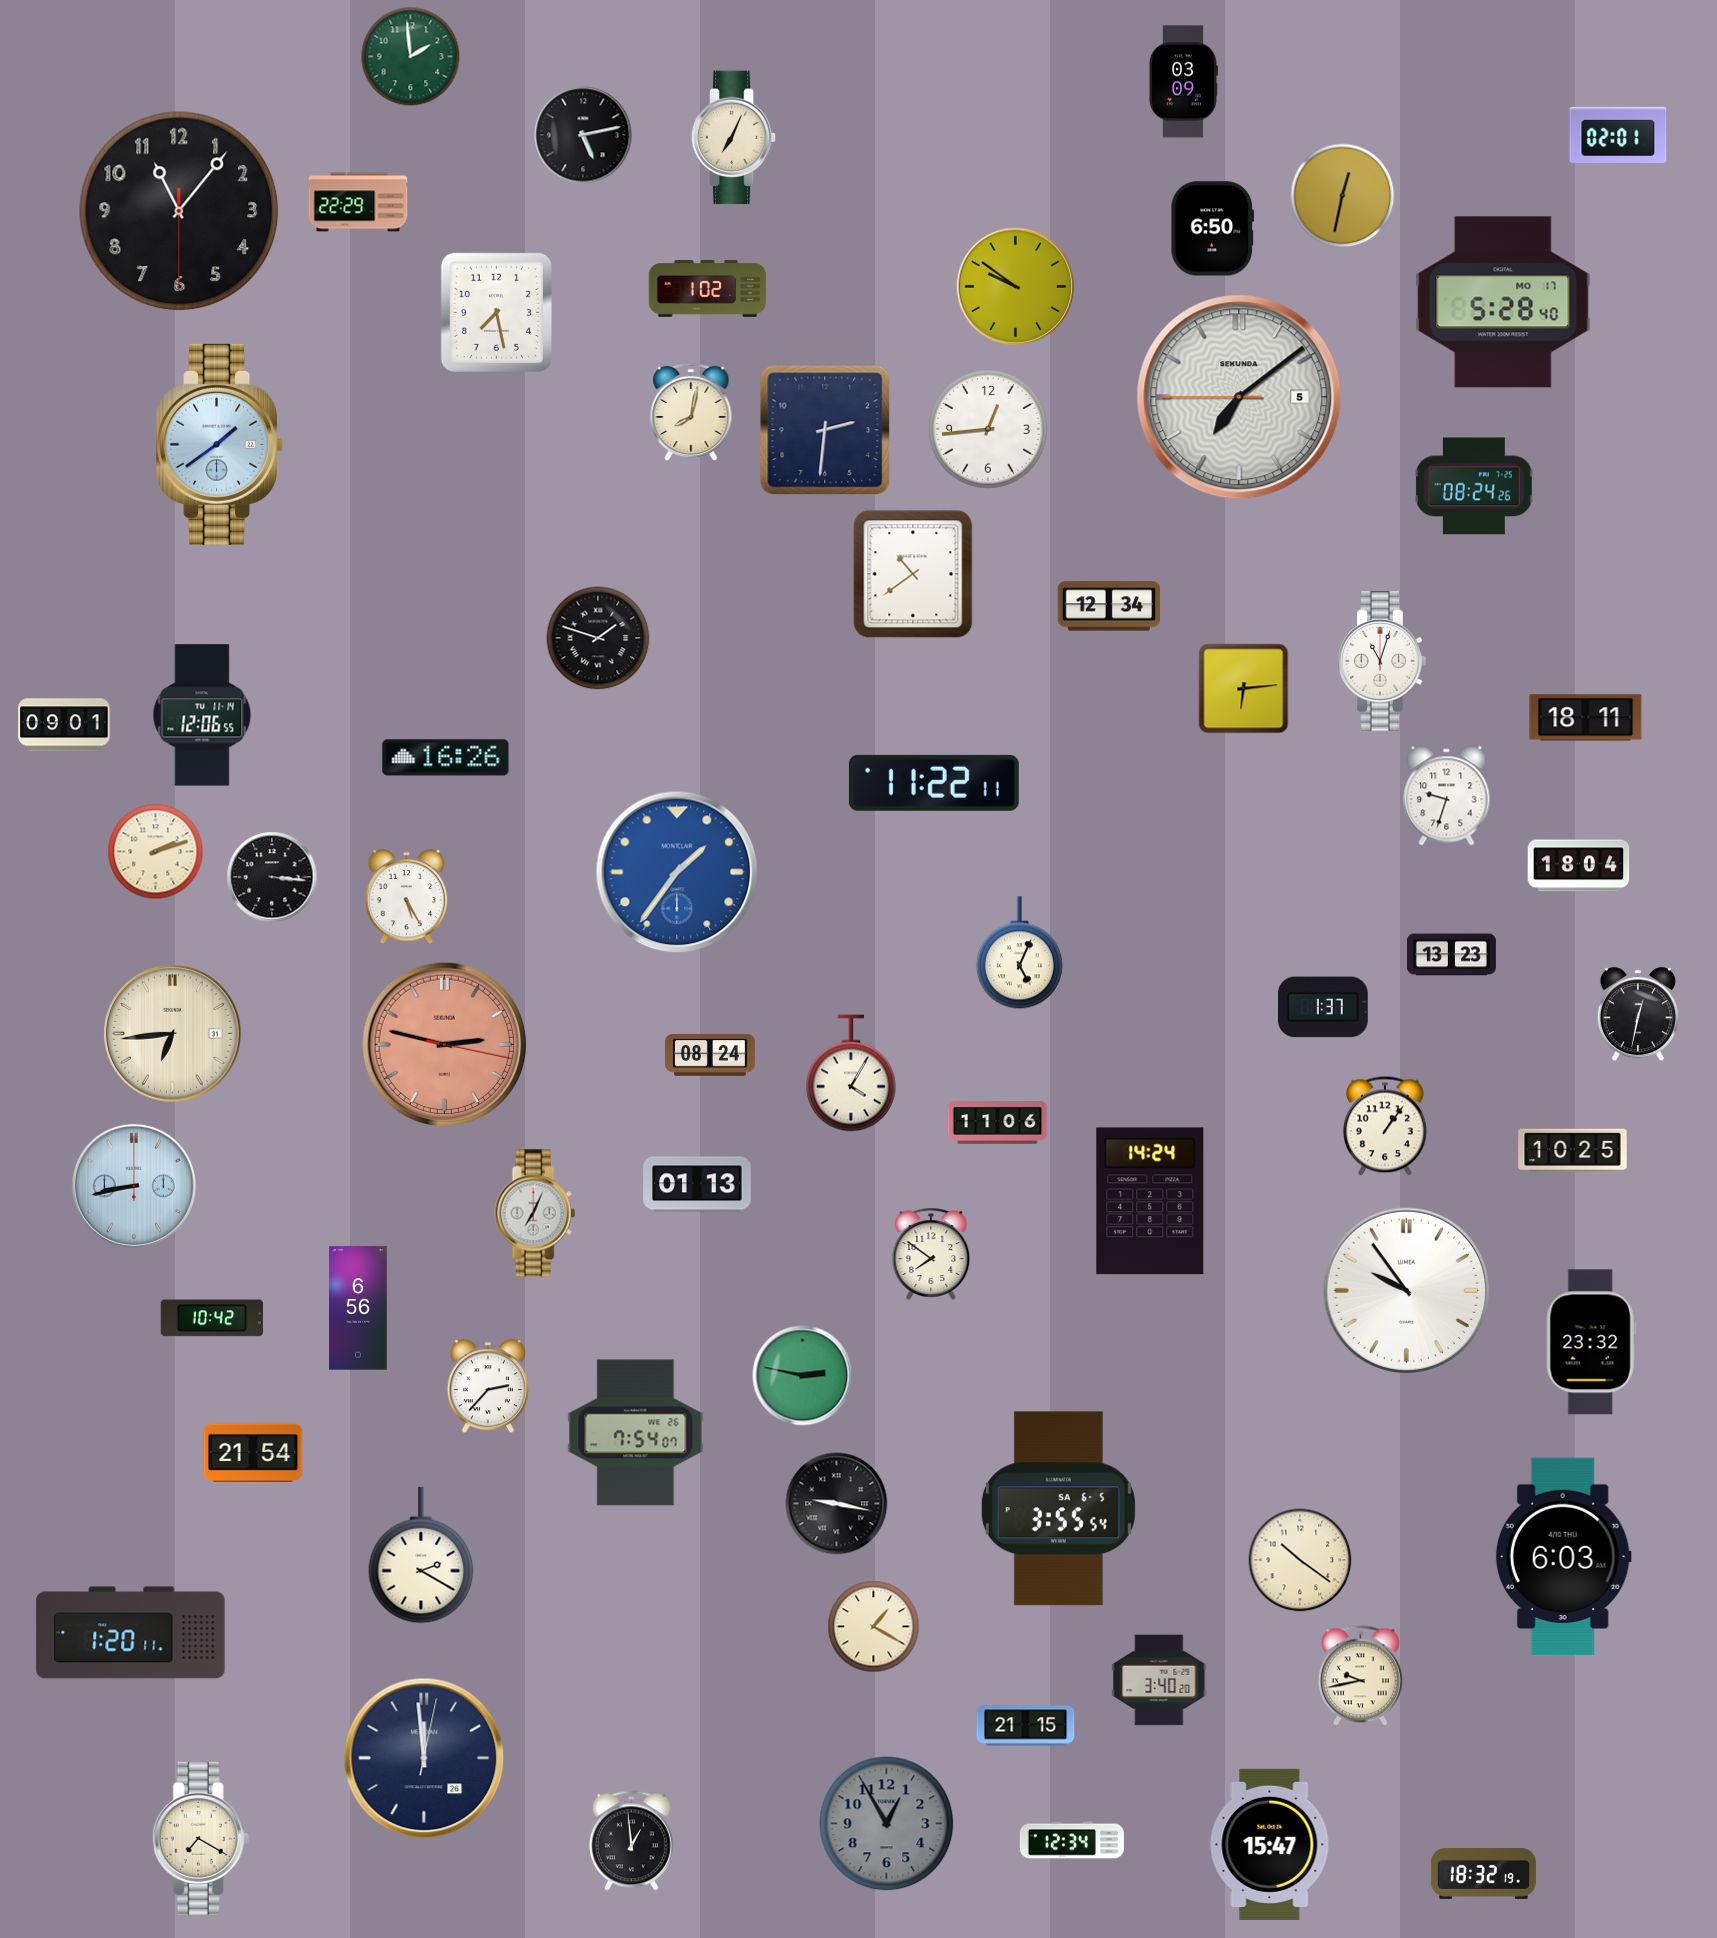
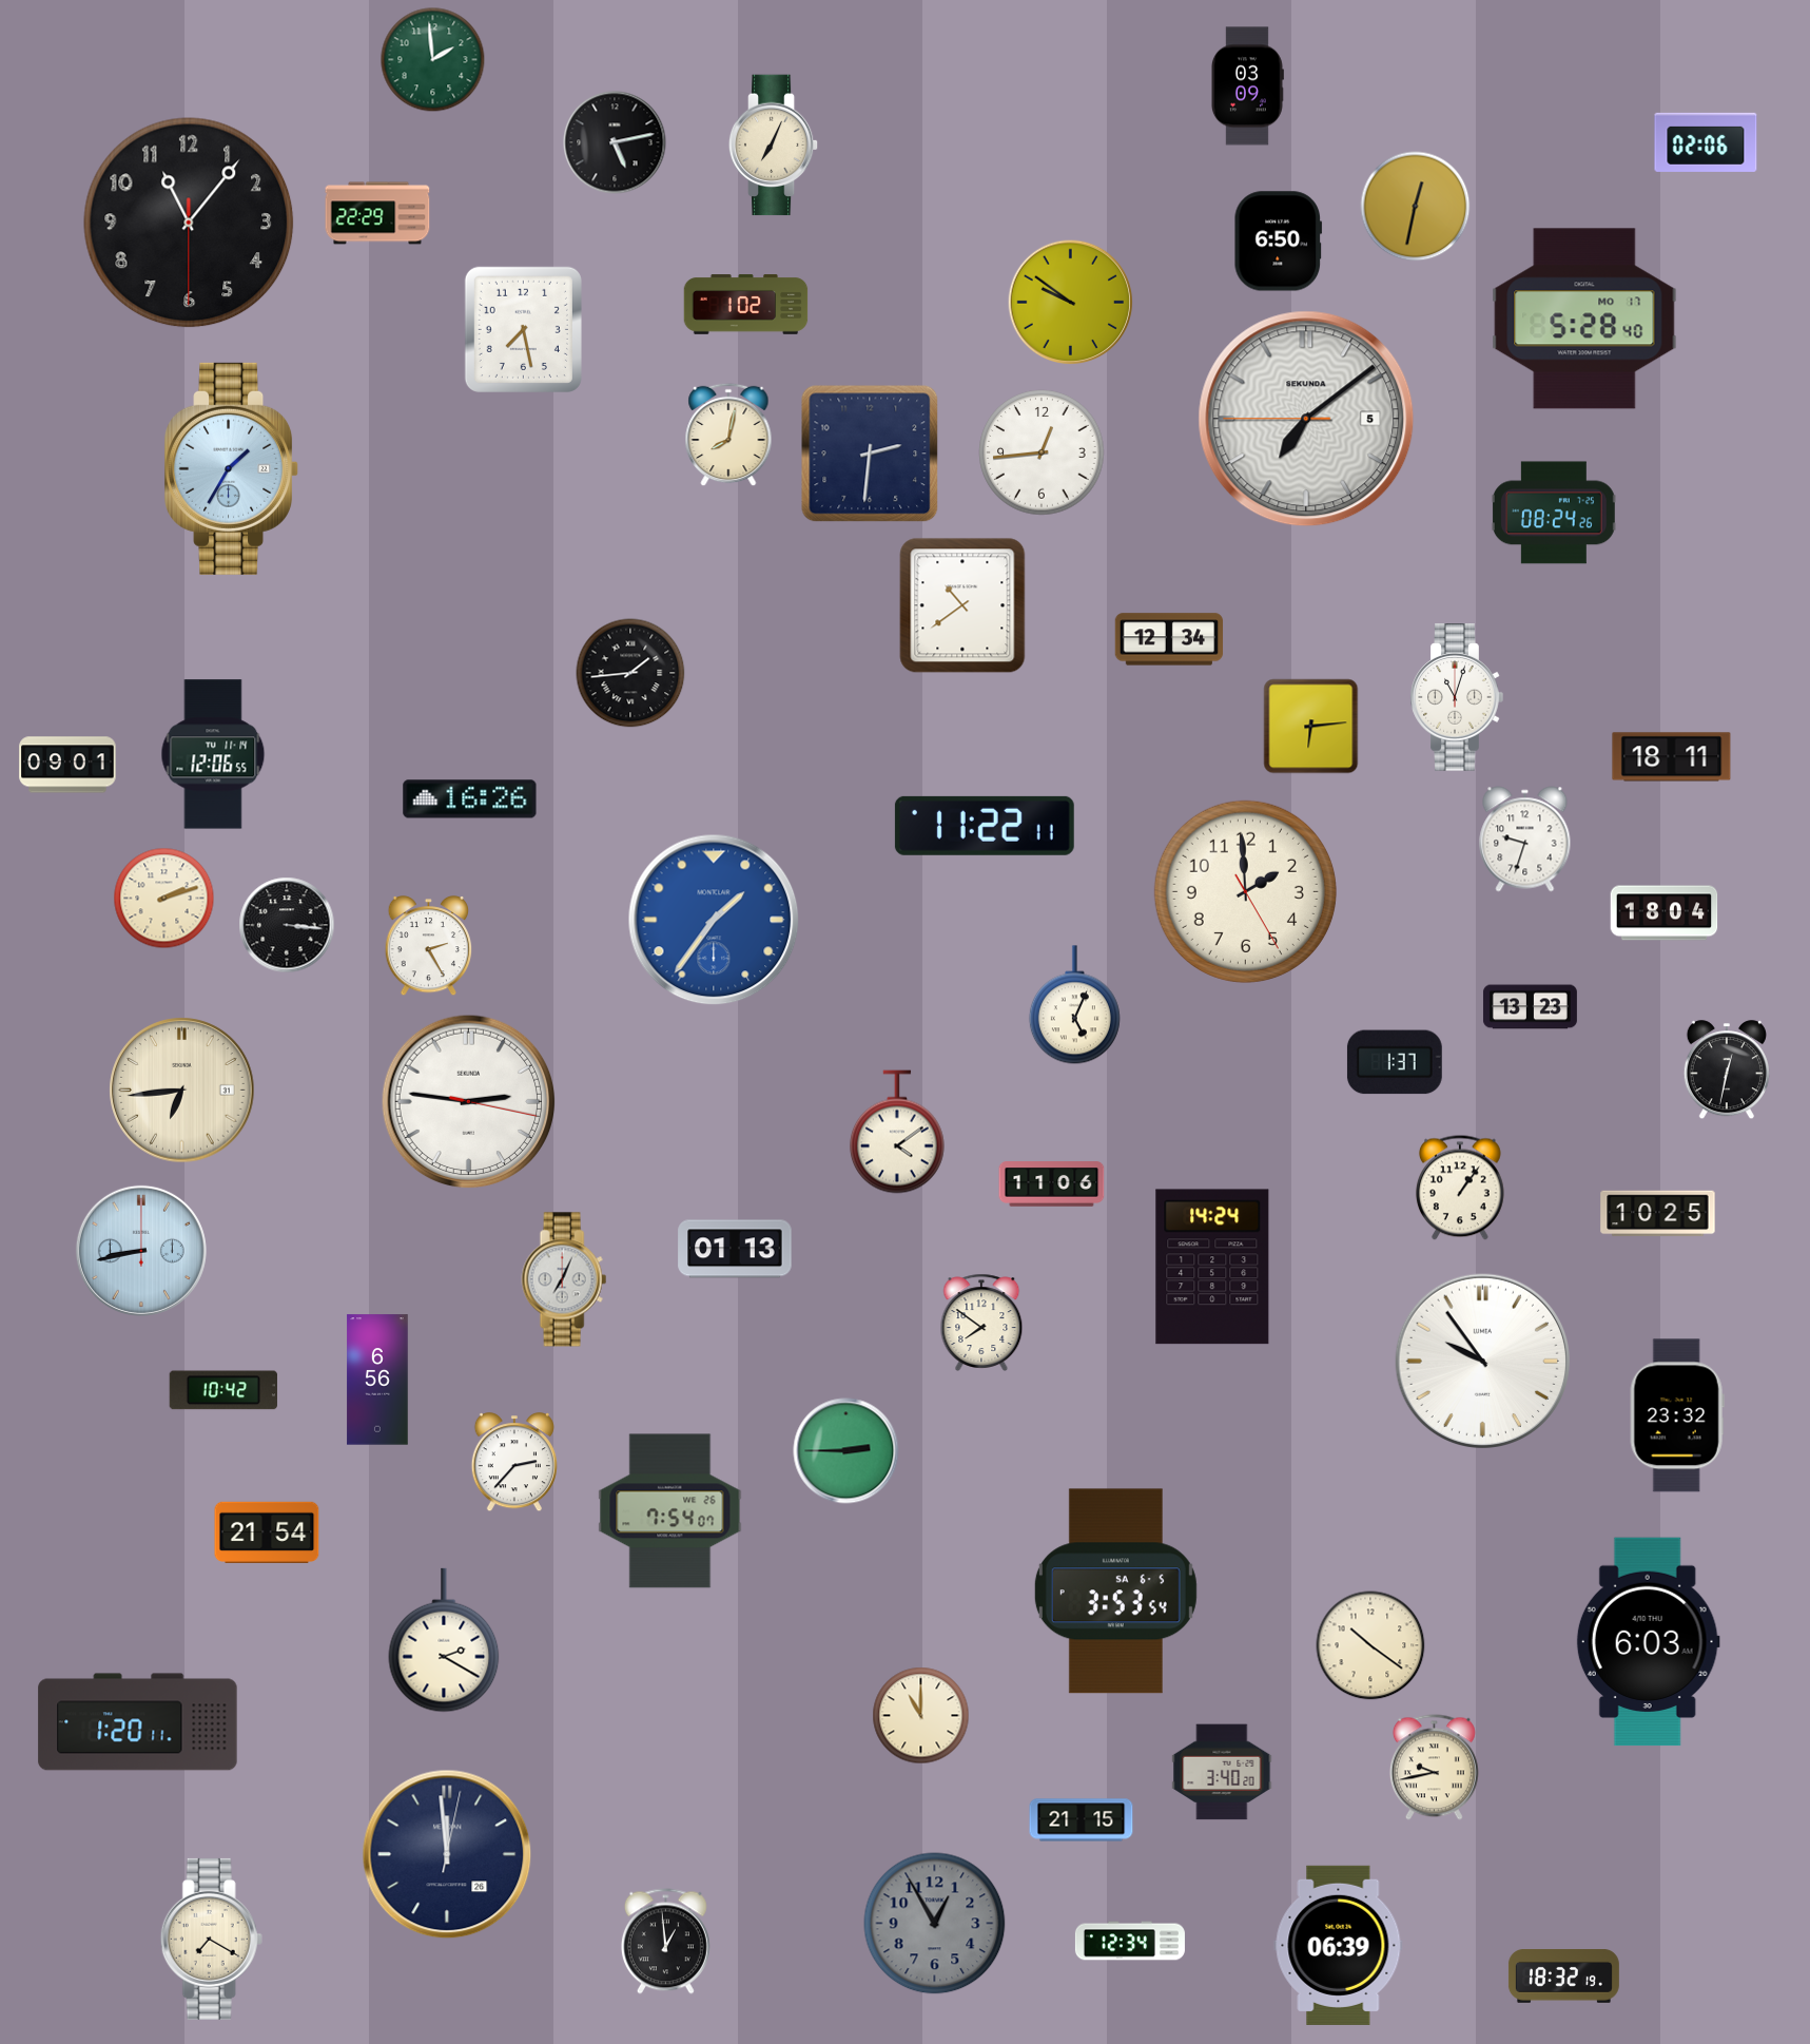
clock at (1618, 135): 02:01 -> 02:06
clock at (220, 444): 1:39 -> 1:35
clock at (598, 638): 1:48 -> 1:44
clock at (1245, 891): none -> 1:59
clock at (407, 898): 5:25 -> 2:25
clock at (445, 1045): 2:47 -> 2:46
clock at (445, 1045) dial: salmon -> white
clock at (710, 1055): 08:24 -> none
clock at (851, 1073): 4:05 -> 4:09
clock at (803, 1376): 2:47 -> 2:45
clock at (837, 1504): 9:17 -> none
clock at (1058, 1509): 3:55 -> 3:53
clock at (874, 1627): 1:20 -> 11:00
clock at (1270, 1844): 15:47 -> 06:39
